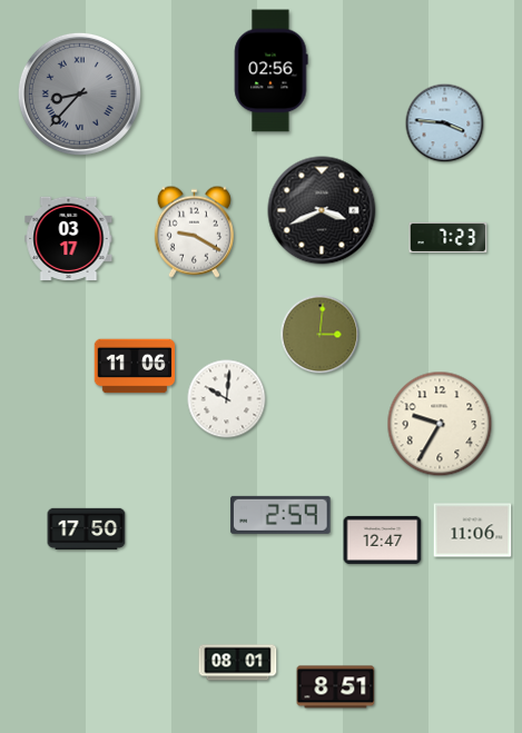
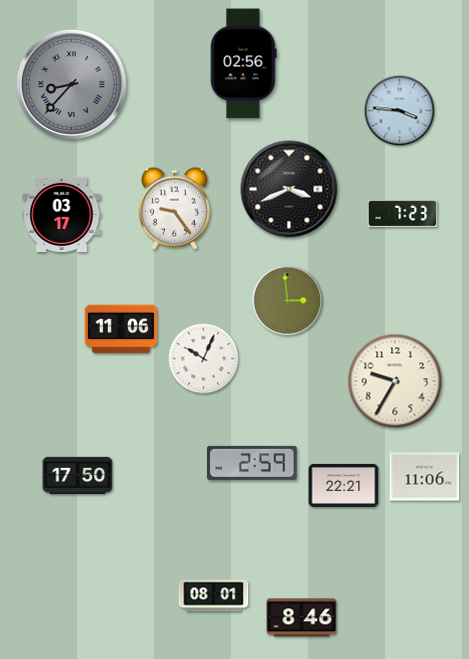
clock at (194, 231): 9:20 -> 9:24
clock at (321, 335): 3:01 -> 2:59
clock at (227, 399): 10:01 -> 10:04
clock at (383, 539): 12:47 -> 22:21
clock at (336, 687): 8:51 -> 8:46
